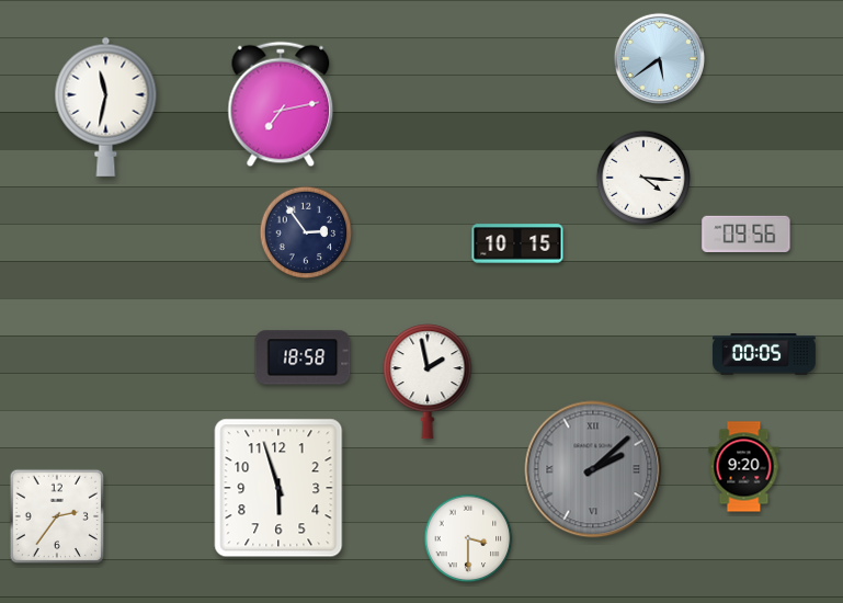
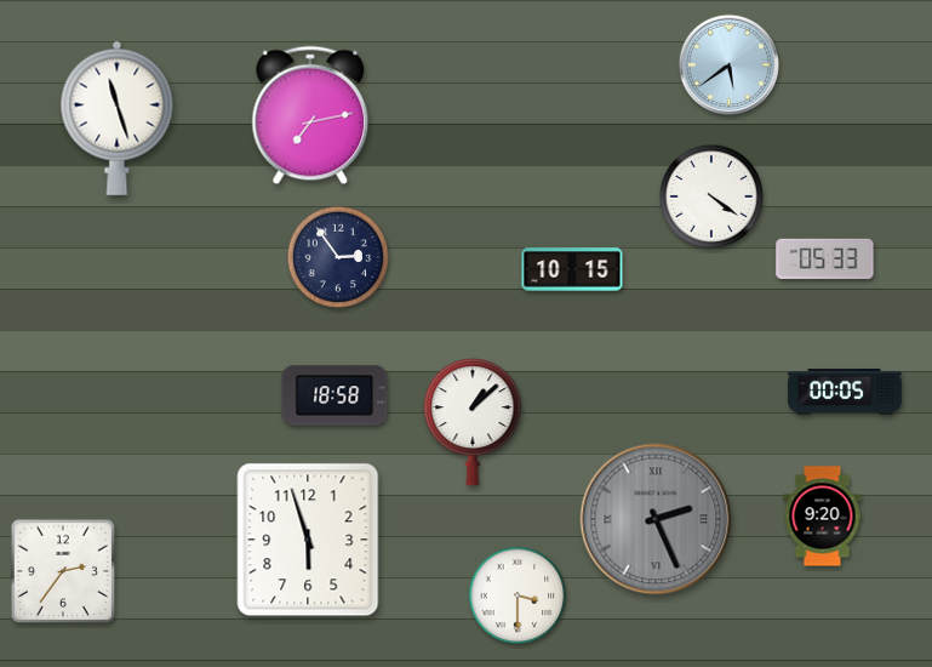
clock at (106, 106): 11:32 -> 11:27
clock at (642, 177): 4:16 -> 4:21
clock at (747, 234): 09:56 -> 05:33
clock at (428, 382): 1:58 -> 1:08
clock at (593, 469): 2:08 -> 2:26
